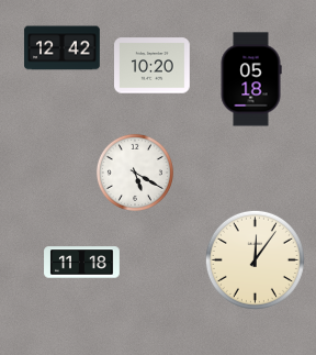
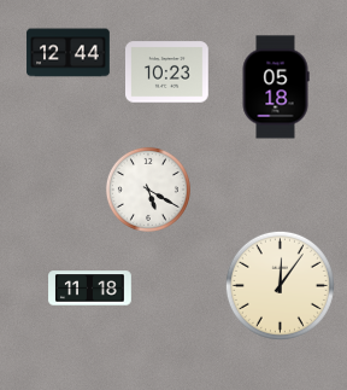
clock at (63, 48): 12:42 -> 12:44
clock at (153, 66): 10:20 -> 10:23
